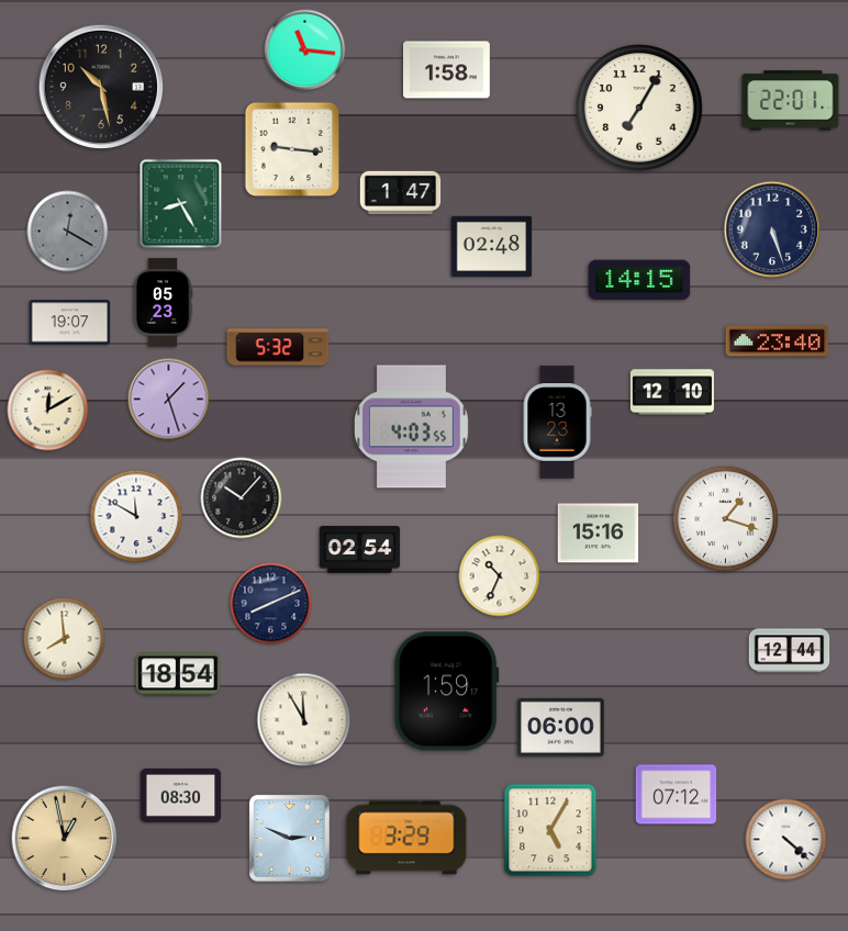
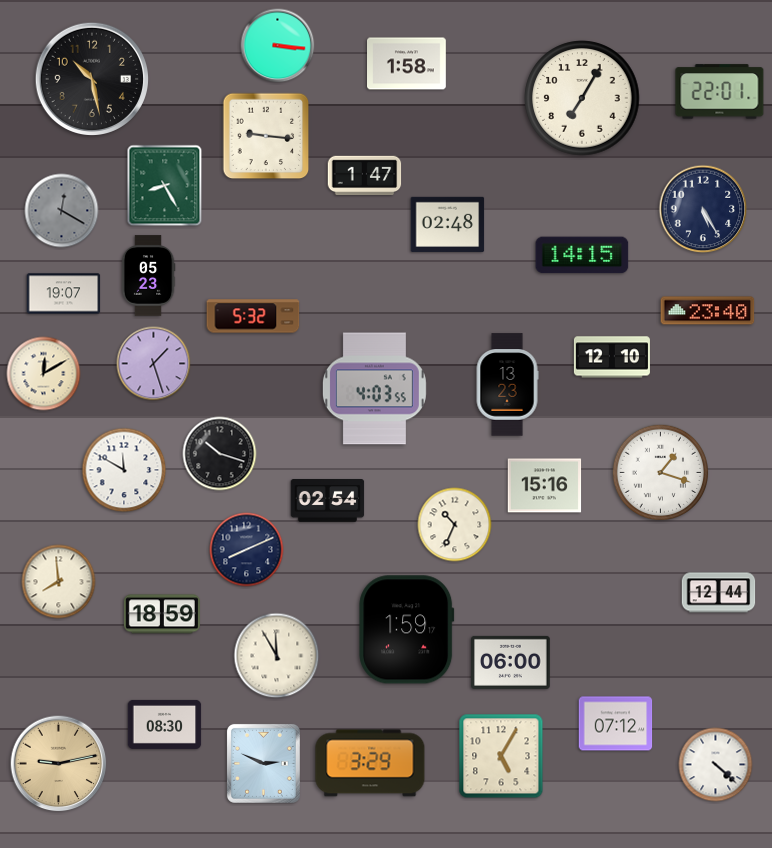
clock at (305, 51): 11:16 -> 3:16
clock at (772, 229): 5:27 -> 5:25
clock at (242, 498): 10:07 -> 10:18
clock at (178, 674): 18:54 -> 18:59
clock at (65, 839): 12:58 -> 9:13
